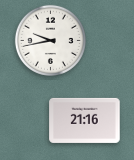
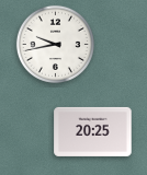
clock at (85, 120): 21:16 -> 20:25
